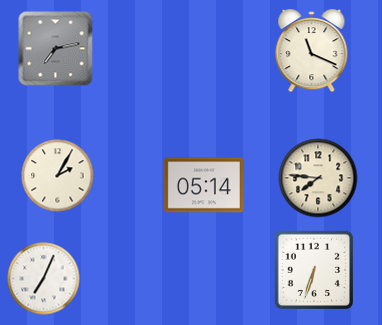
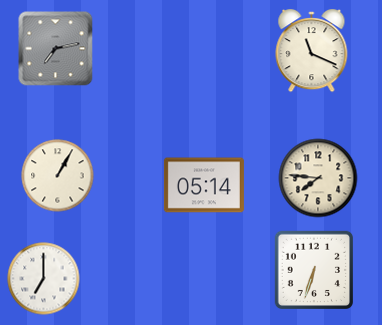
clock at (58, 176): 2:05 -> 1:05
clock at (44, 279): 7:04 -> 7:00
